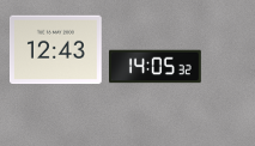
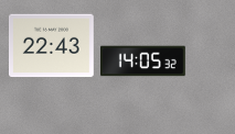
clock at (56, 50): 12:43 -> 22:43
